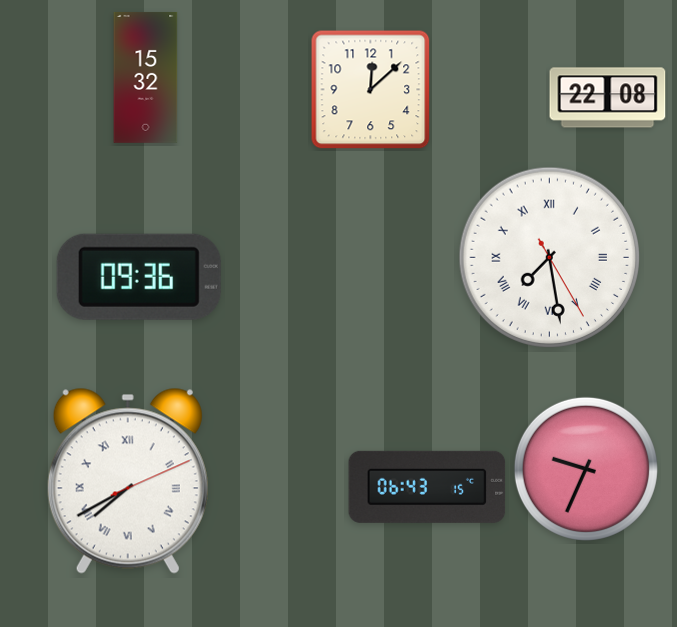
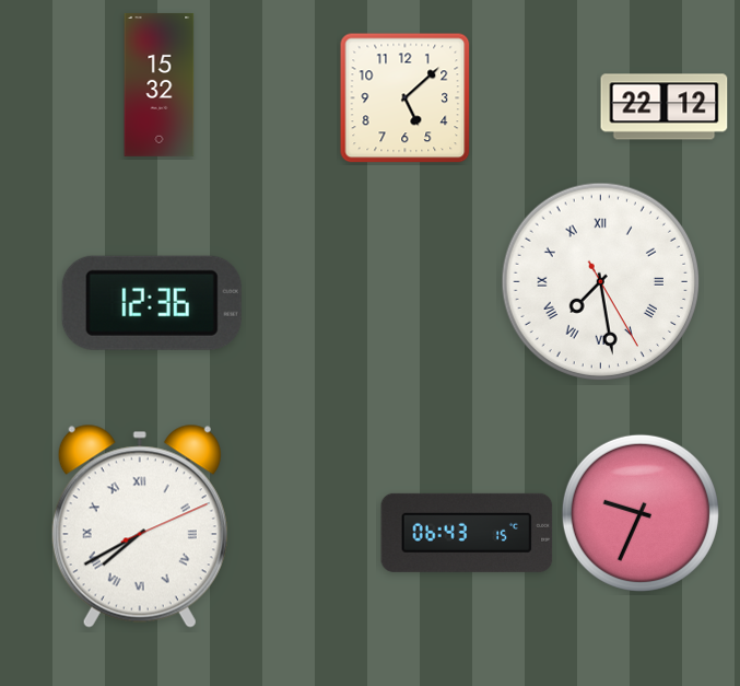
clock at (371, 90): 12:08 -> 5:08
clock at (608, 98): 22:08 -> 22:12
clock at (139, 277): 09:36 -> 12:36
